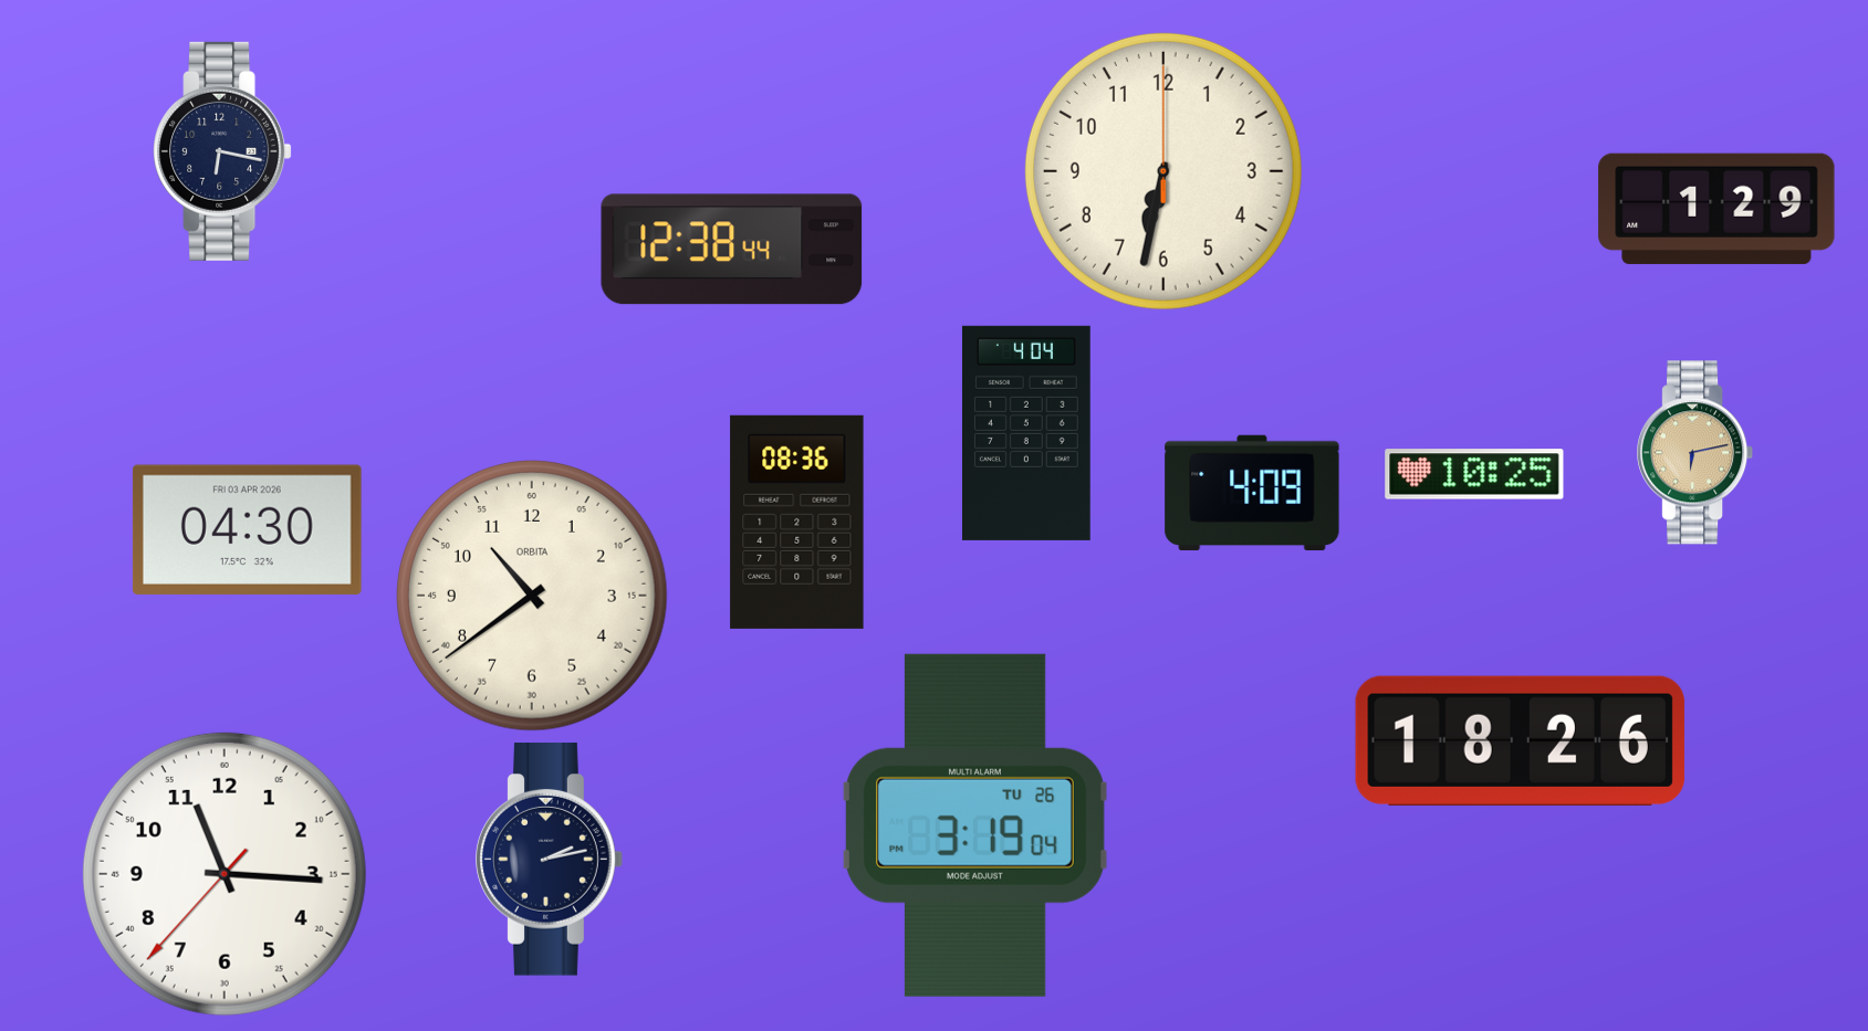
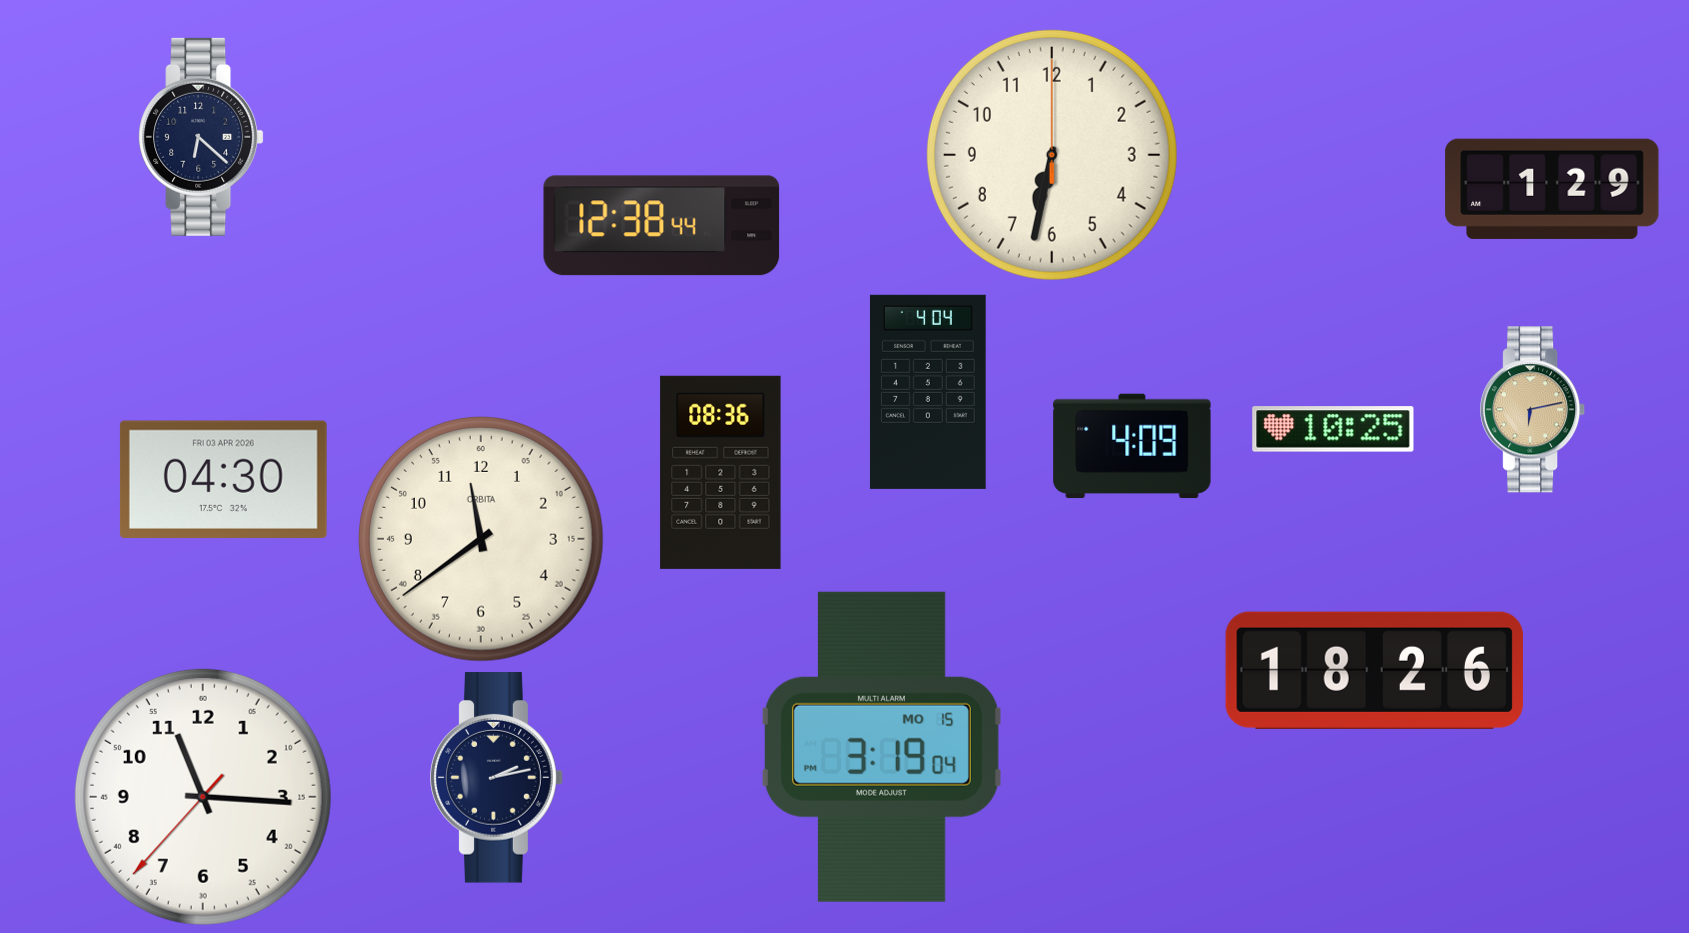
clock at (222, 151): 6:17 -> 6:22
clock at (532, 596): 10:39 -> 11:39
clock at (975, 825) date: TU 26 -> MO 15
clock at (225, 874) position: (225, 874) -> (203, 797)
